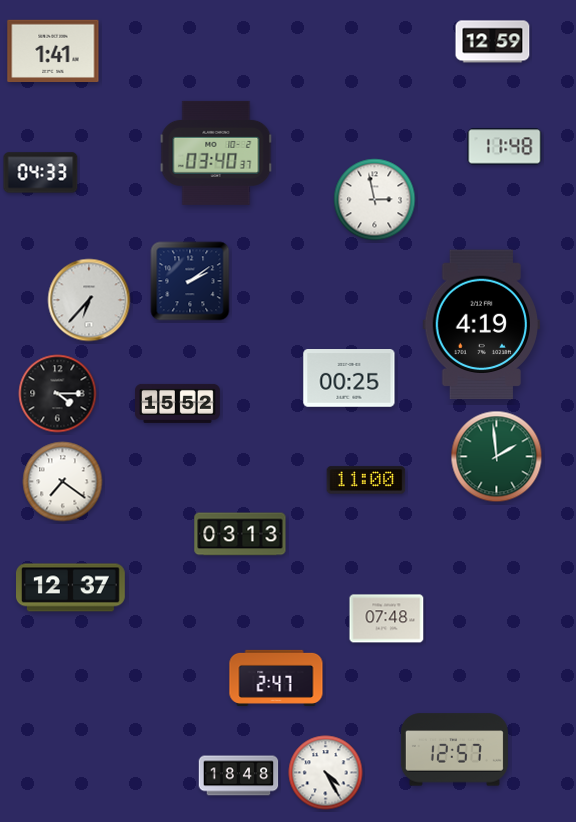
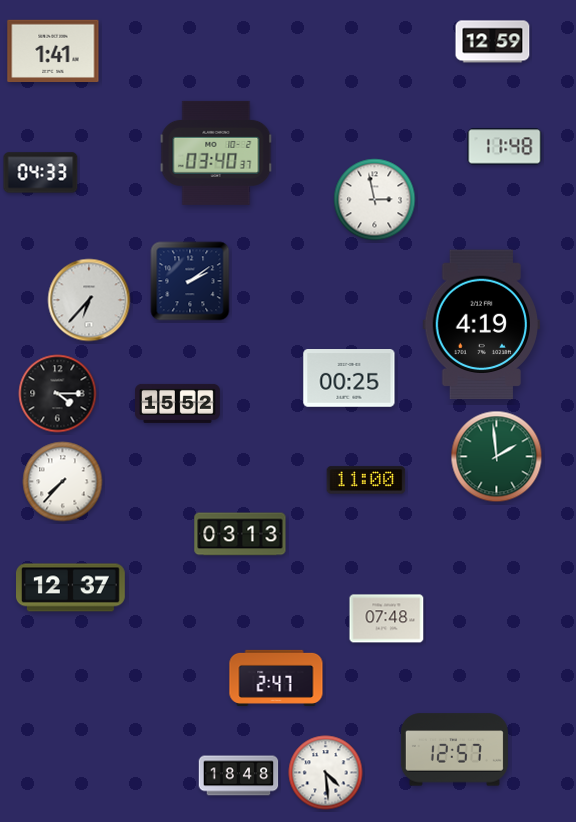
clock at (63, 482): 7:21 -> 7:37
clock at (326, 773): 4:25 -> 4:29
